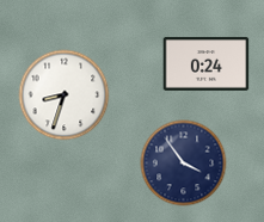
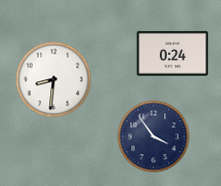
clock at (65, 95): 8:33 -> 8:31
